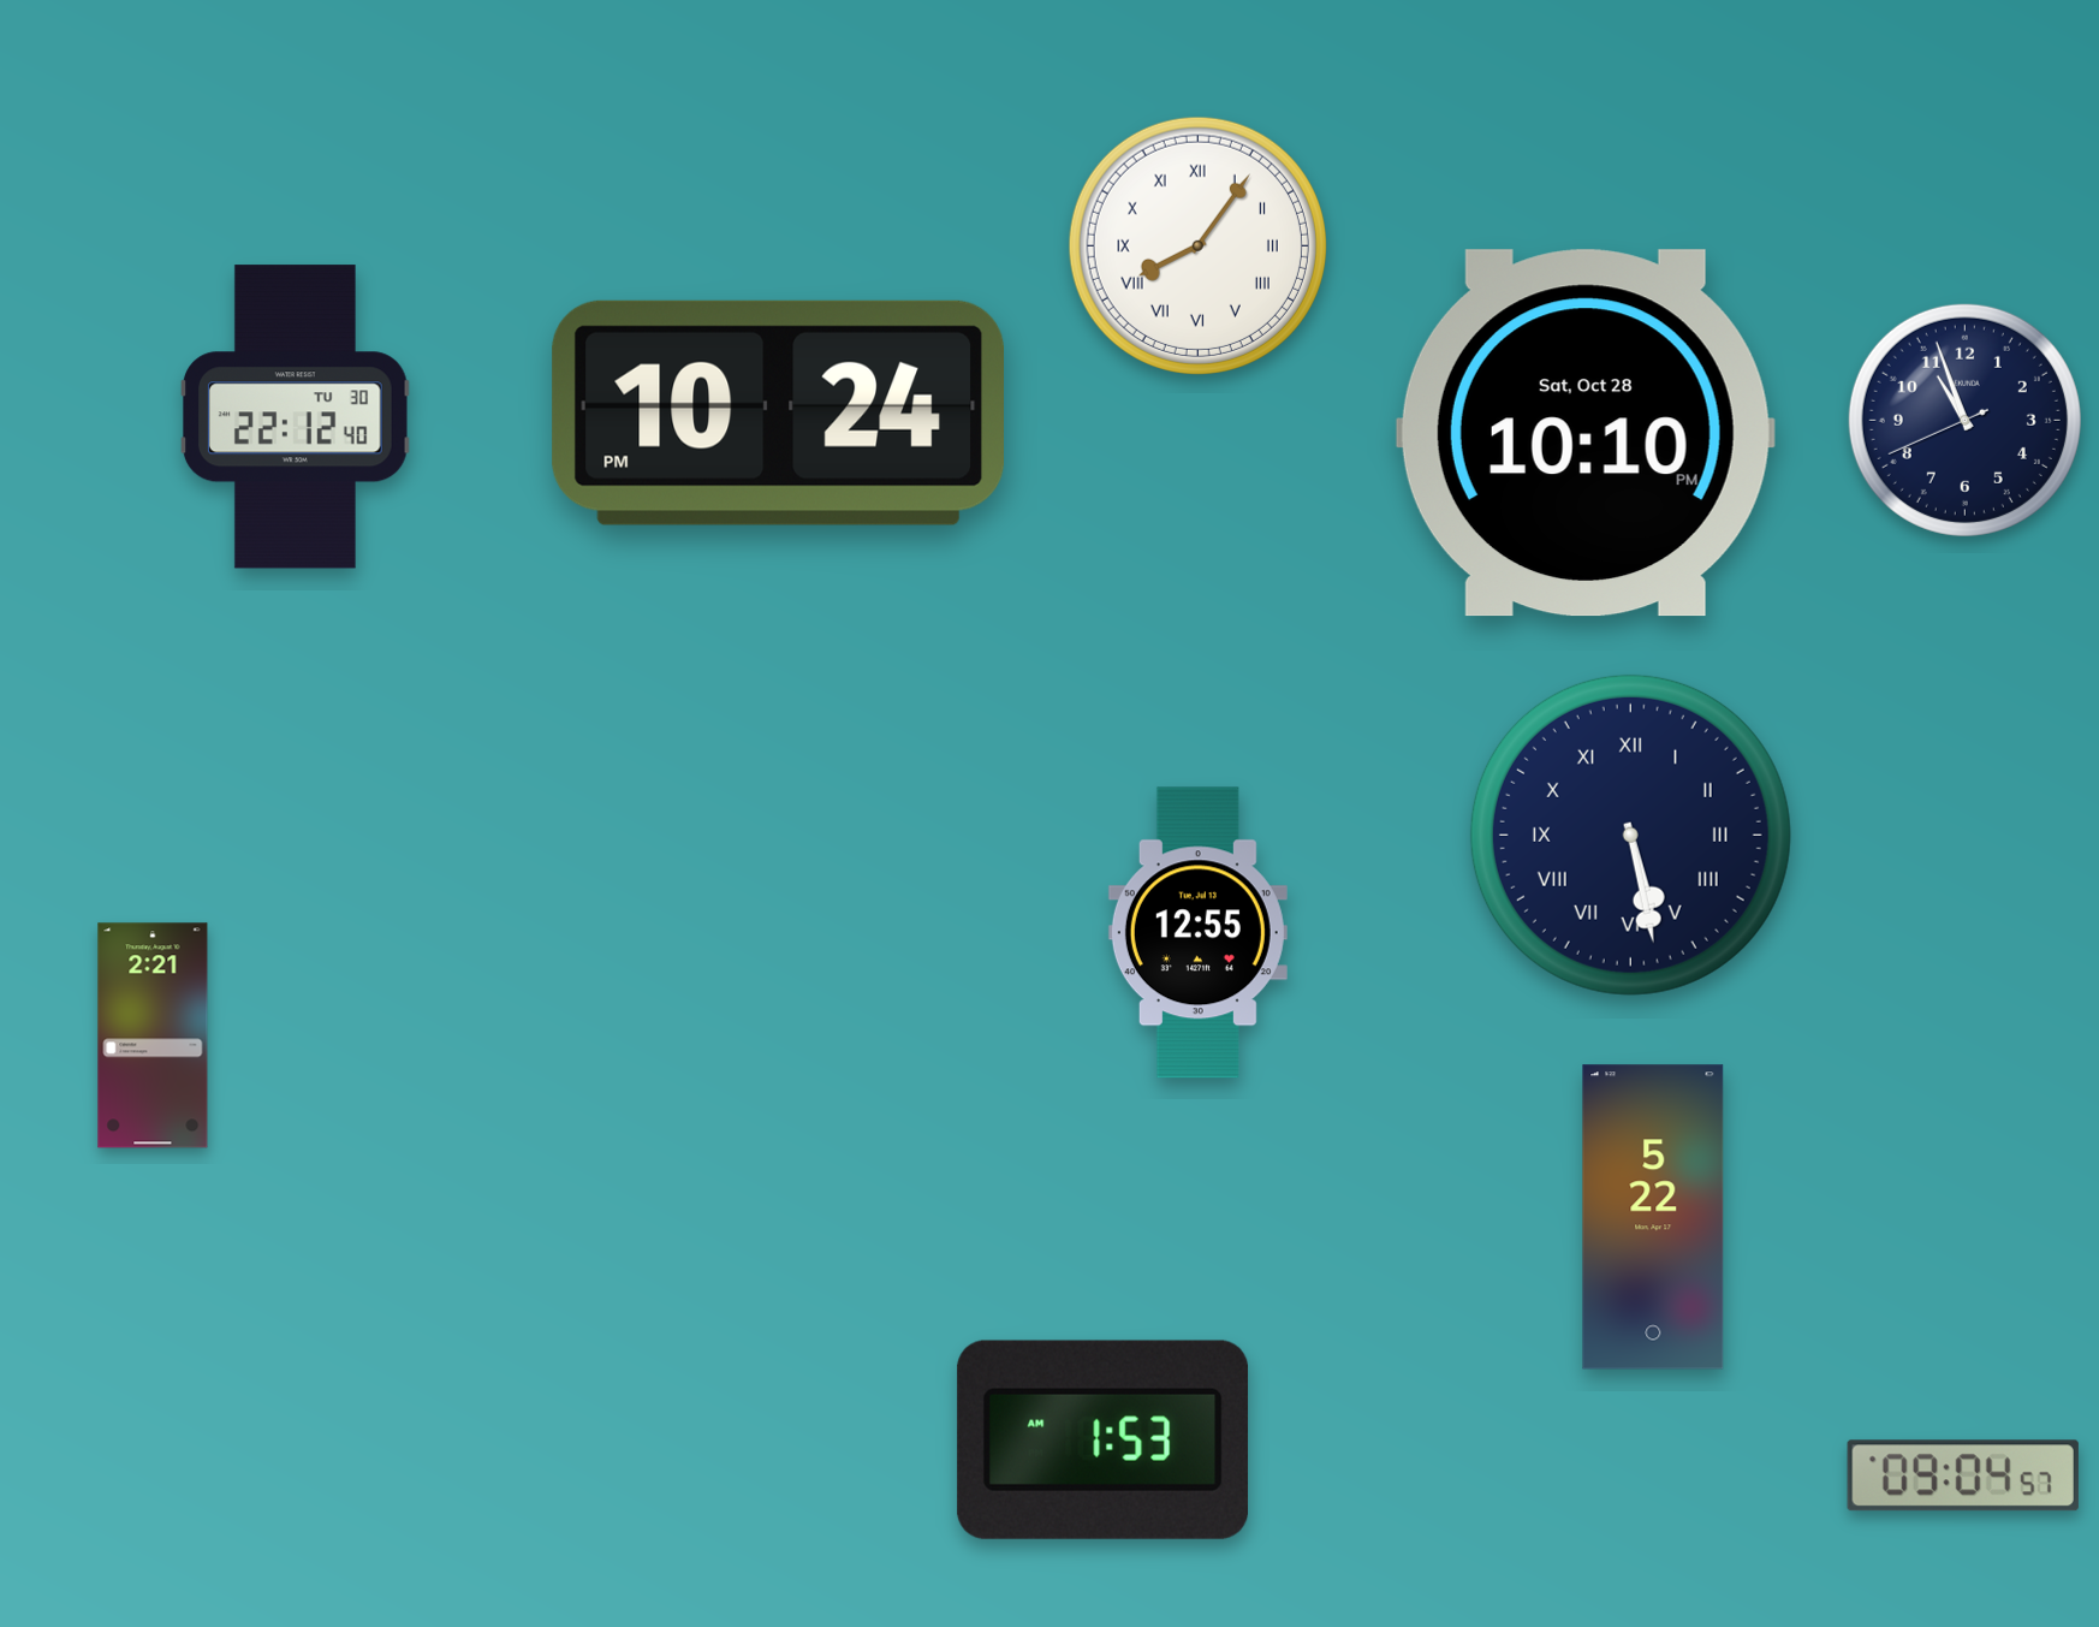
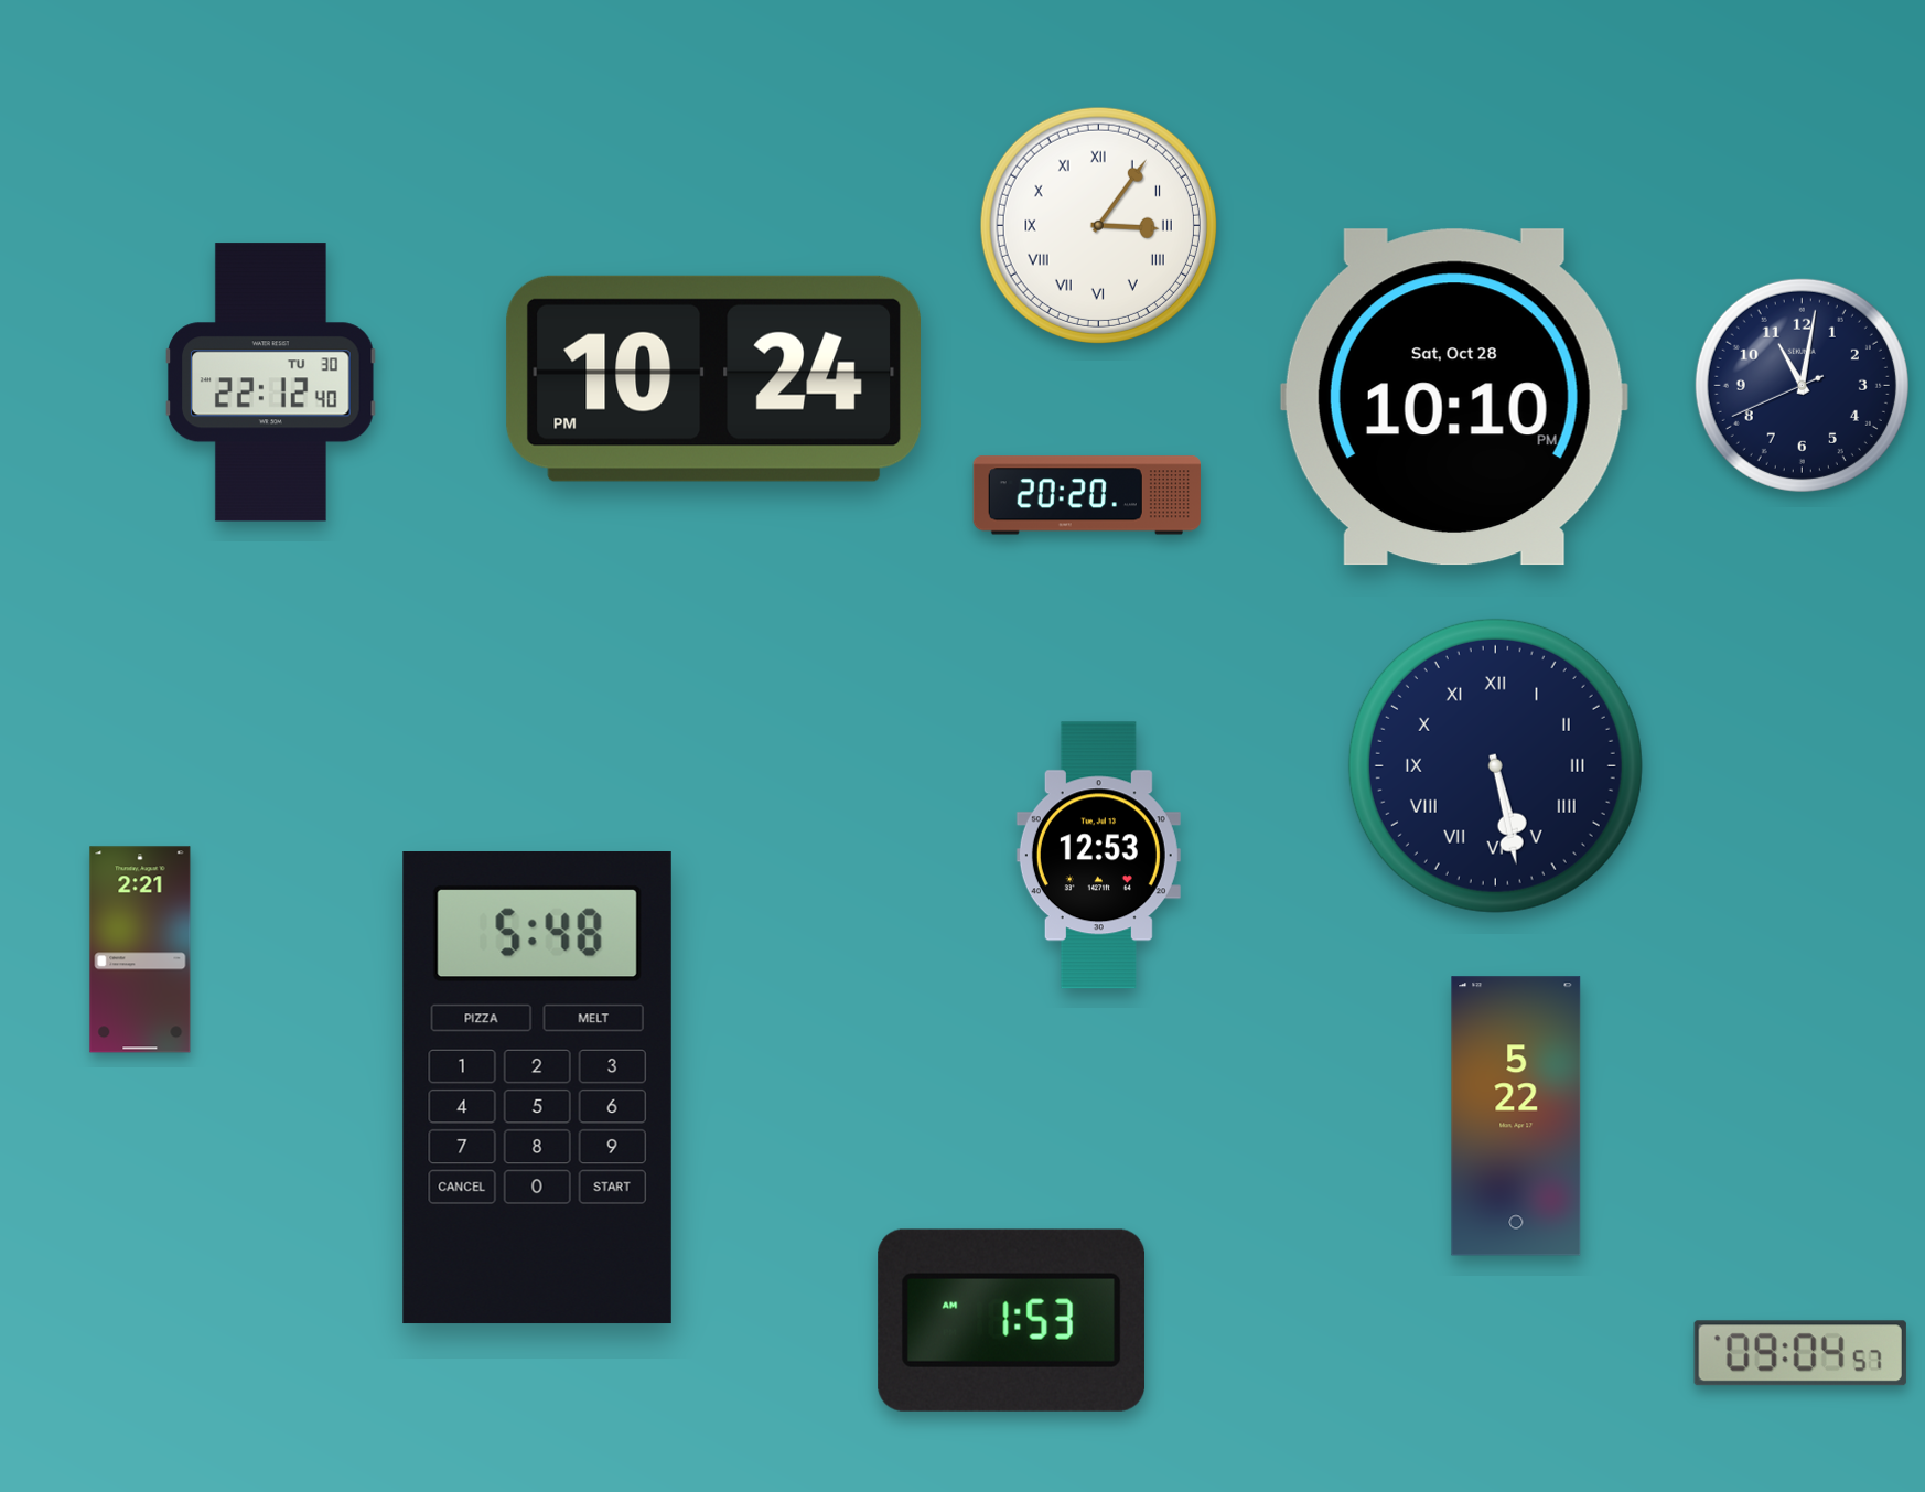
clock at (1197, 245): 8:06 -> 3:06
clock at (1964, 420): 10:56 -> 11:01
clock at (1087, 495): none -> 20:20
clock at (1197, 933): 12:55 -> 12:53
clock at (537, 1088): none -> 5:48
